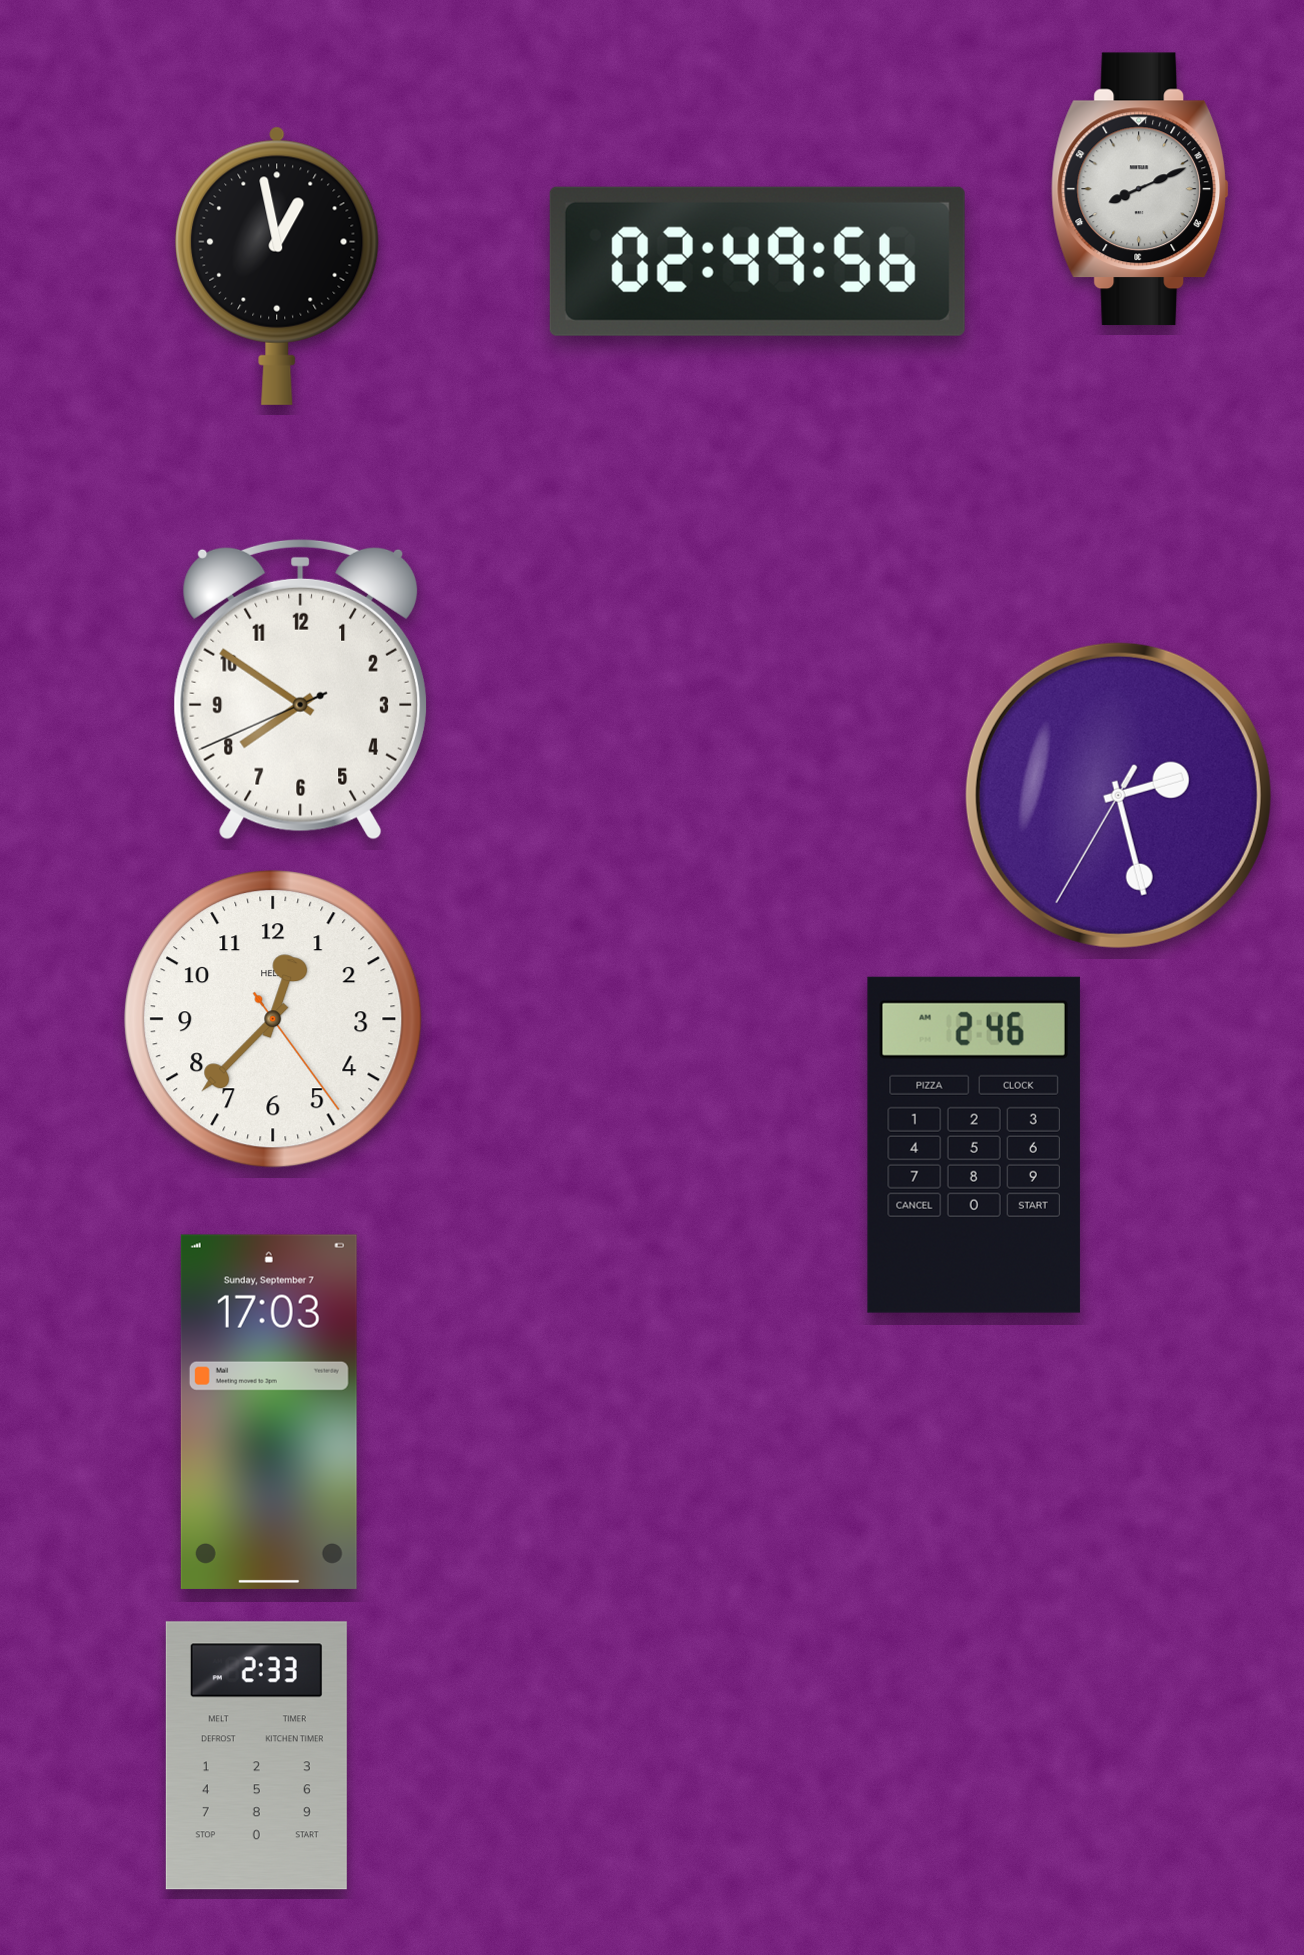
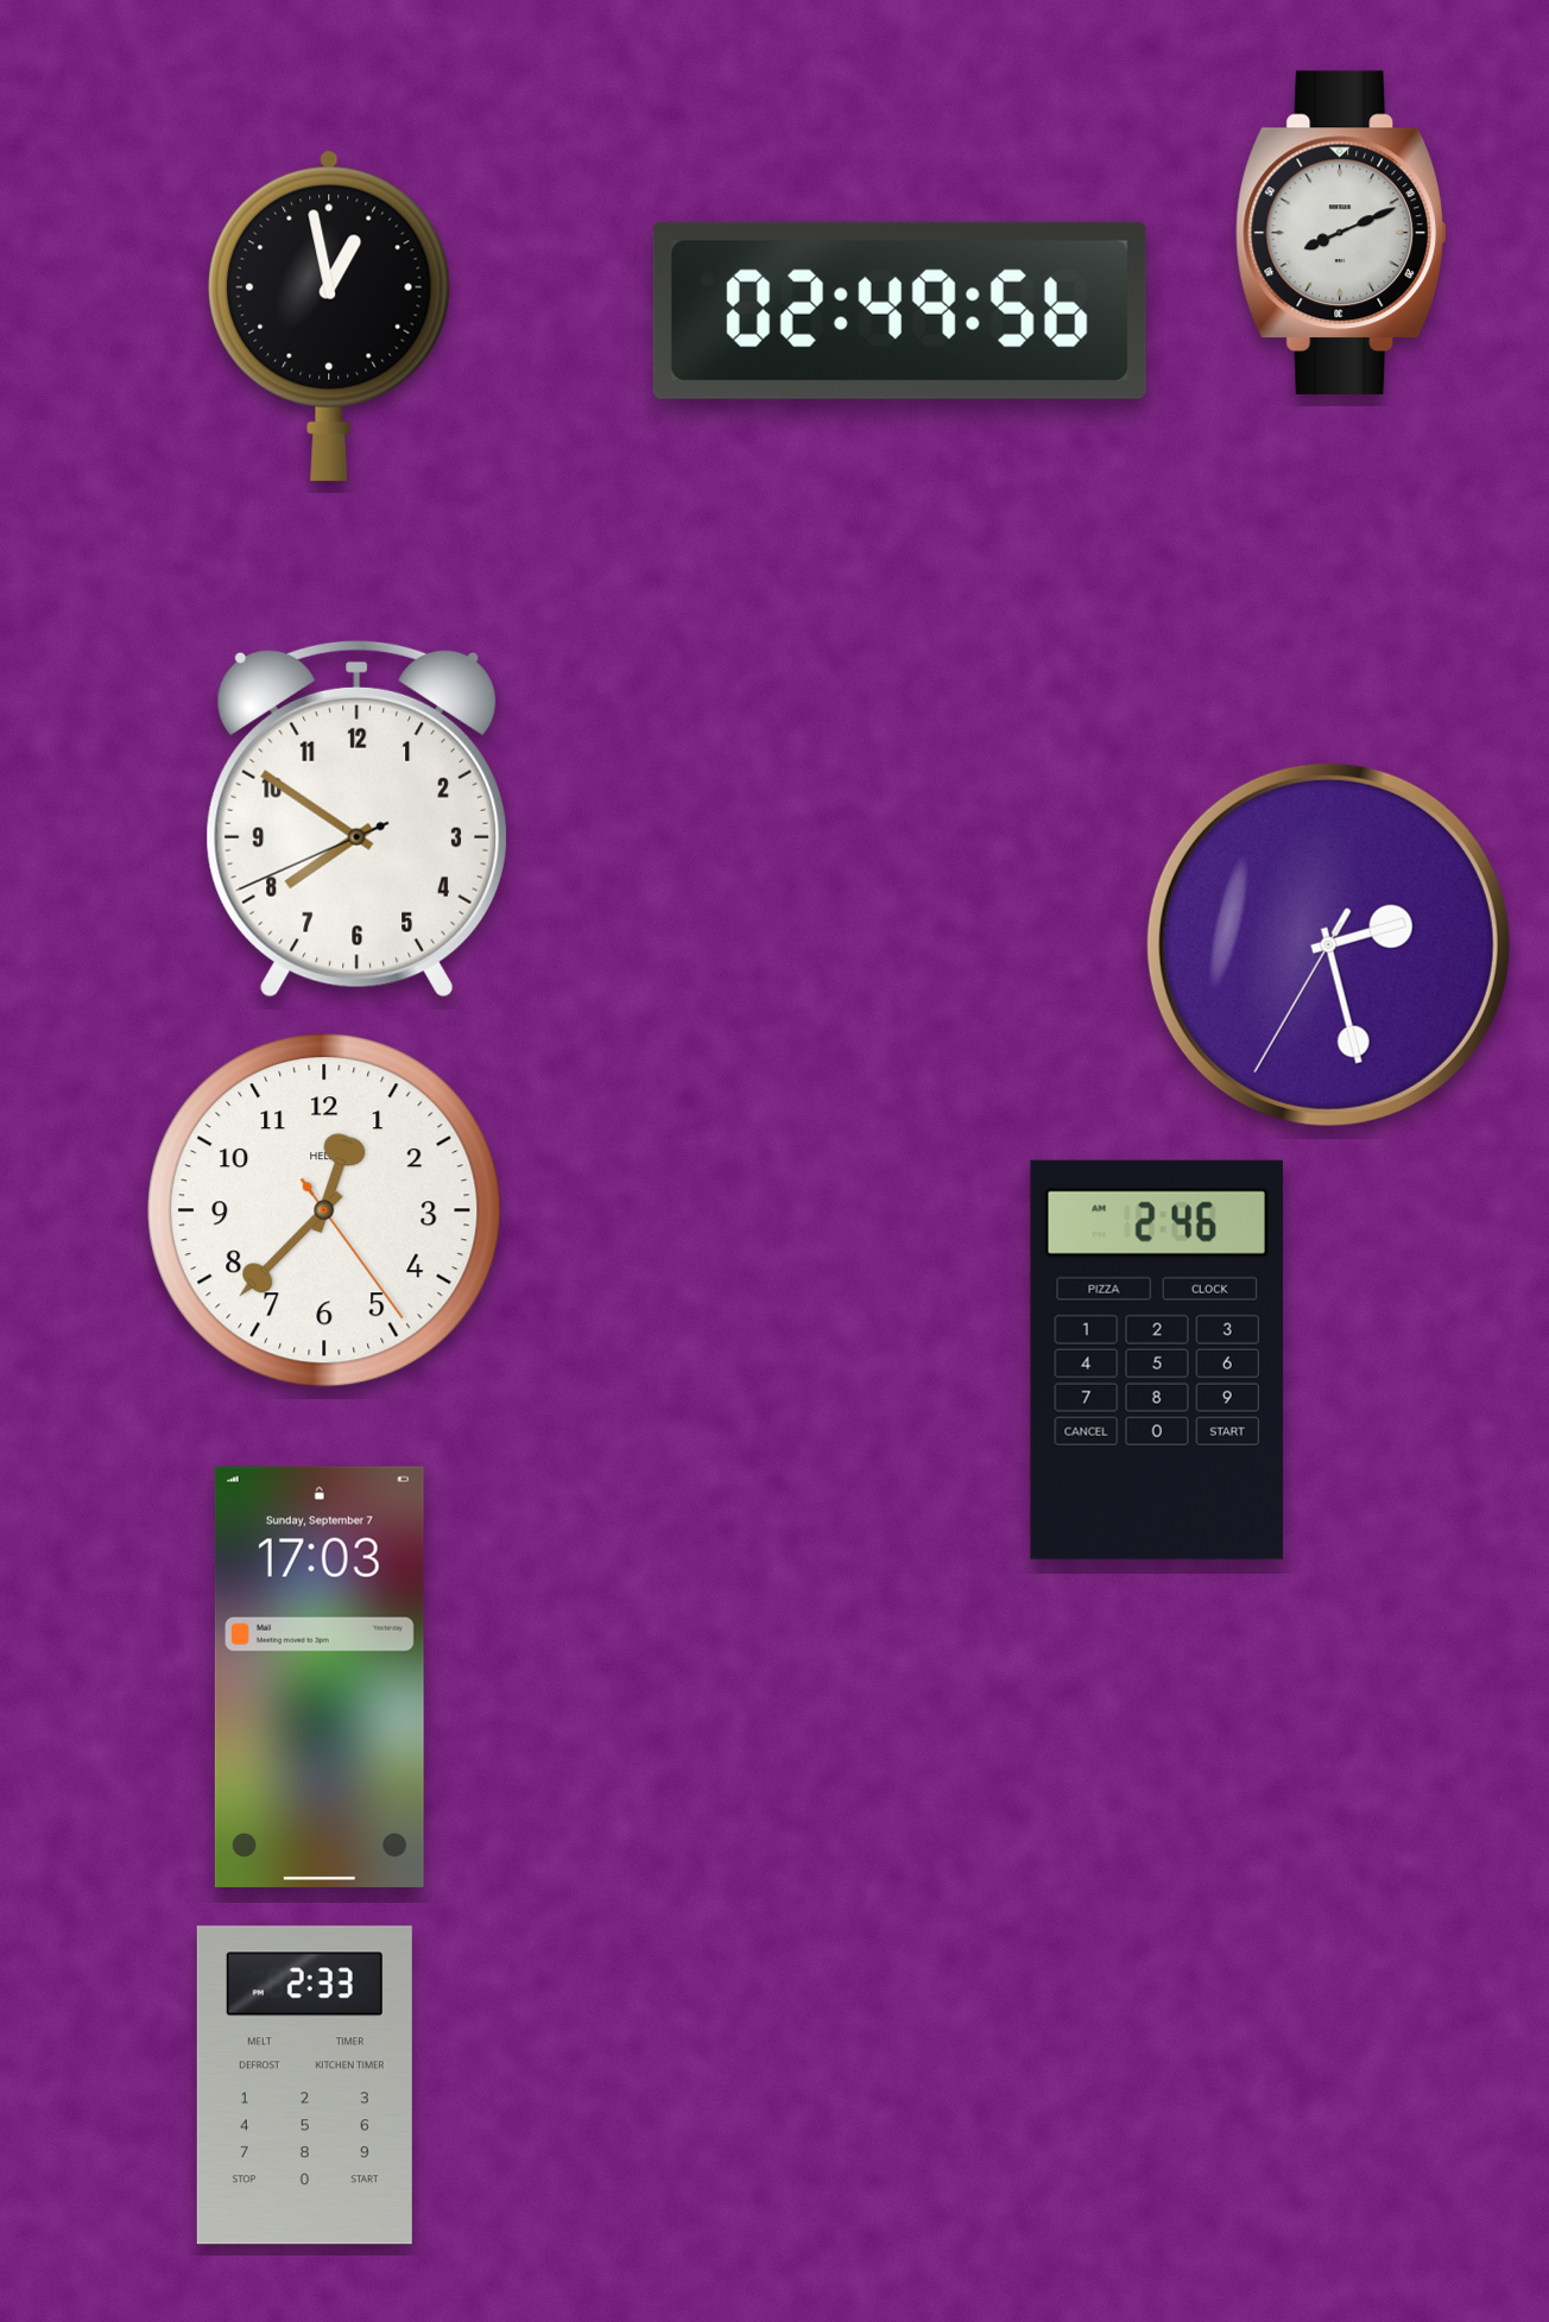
clock at (1141, 189) position: (1141, 189) -> (1342, 233)
